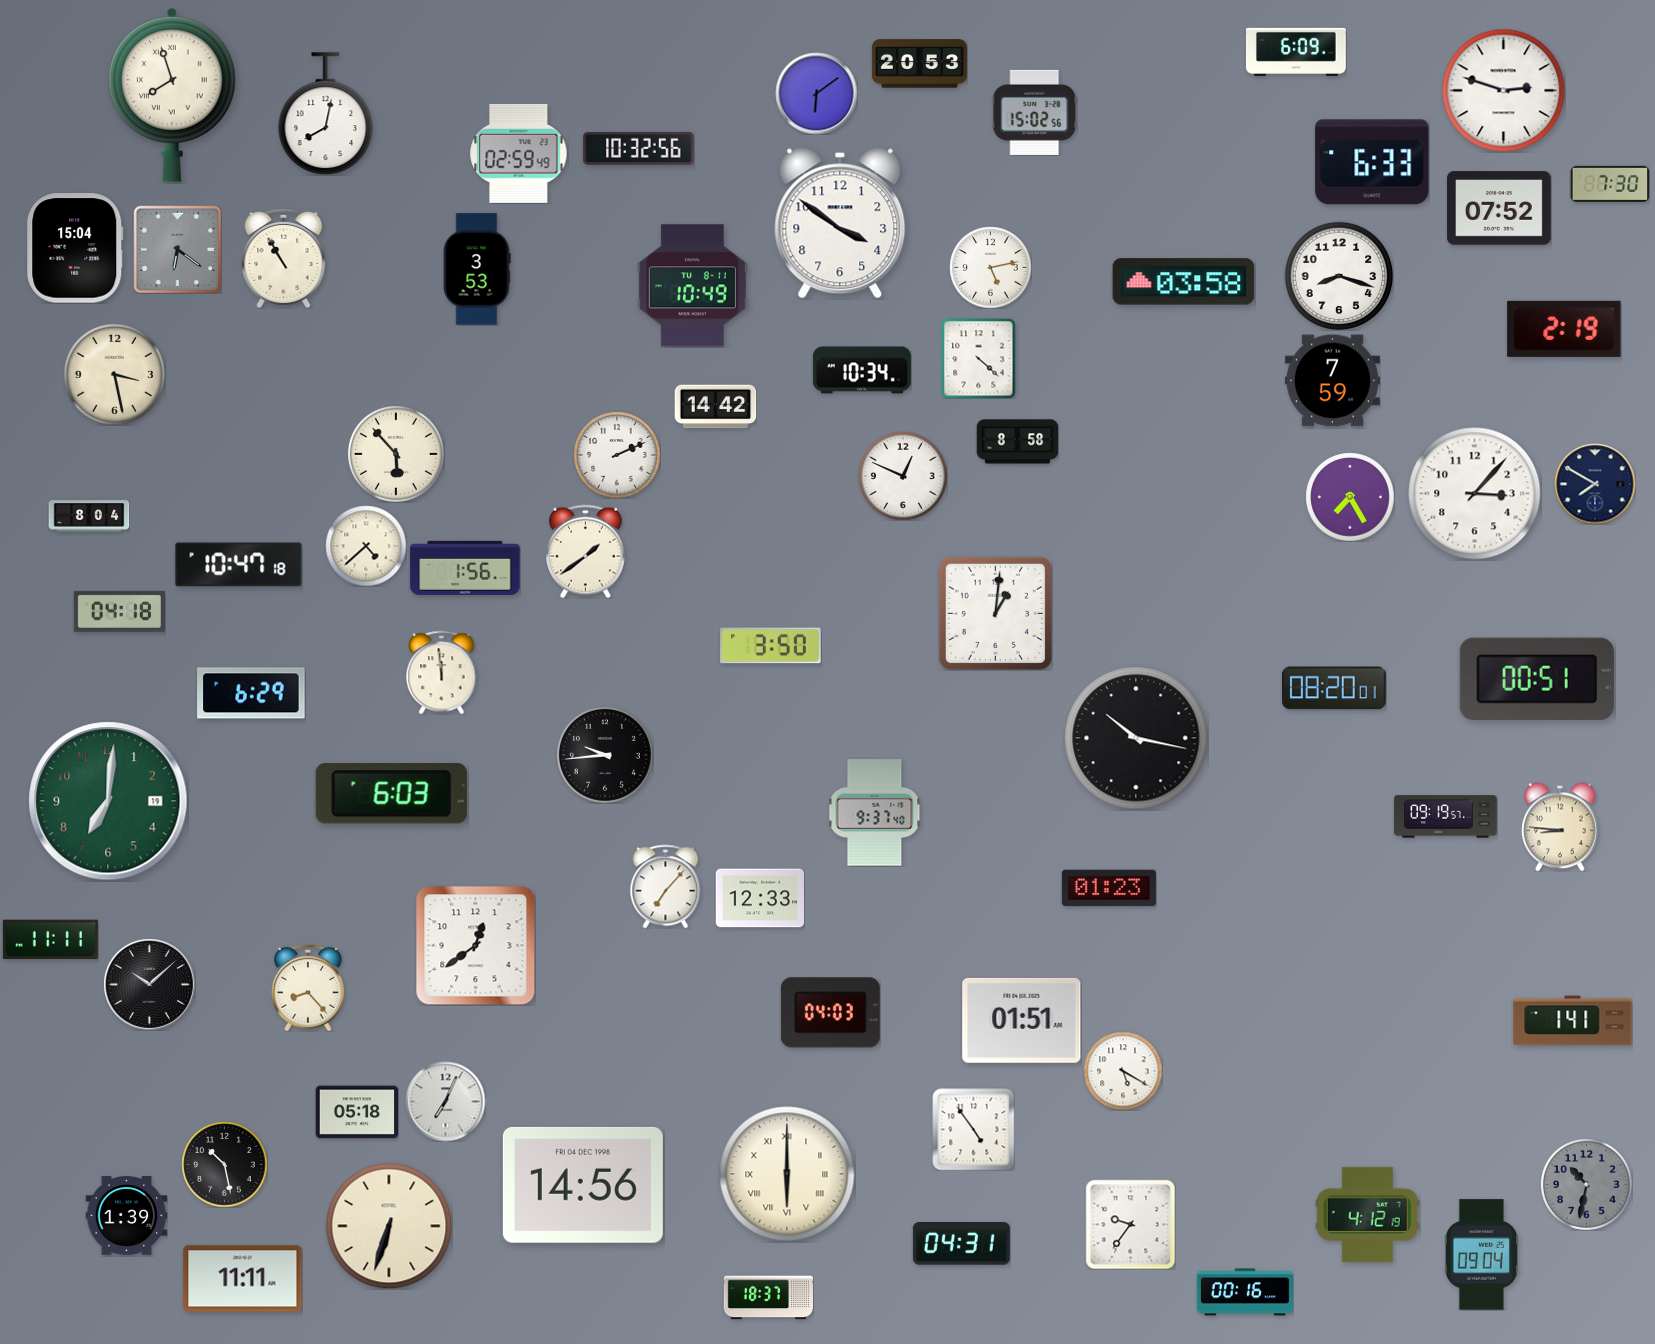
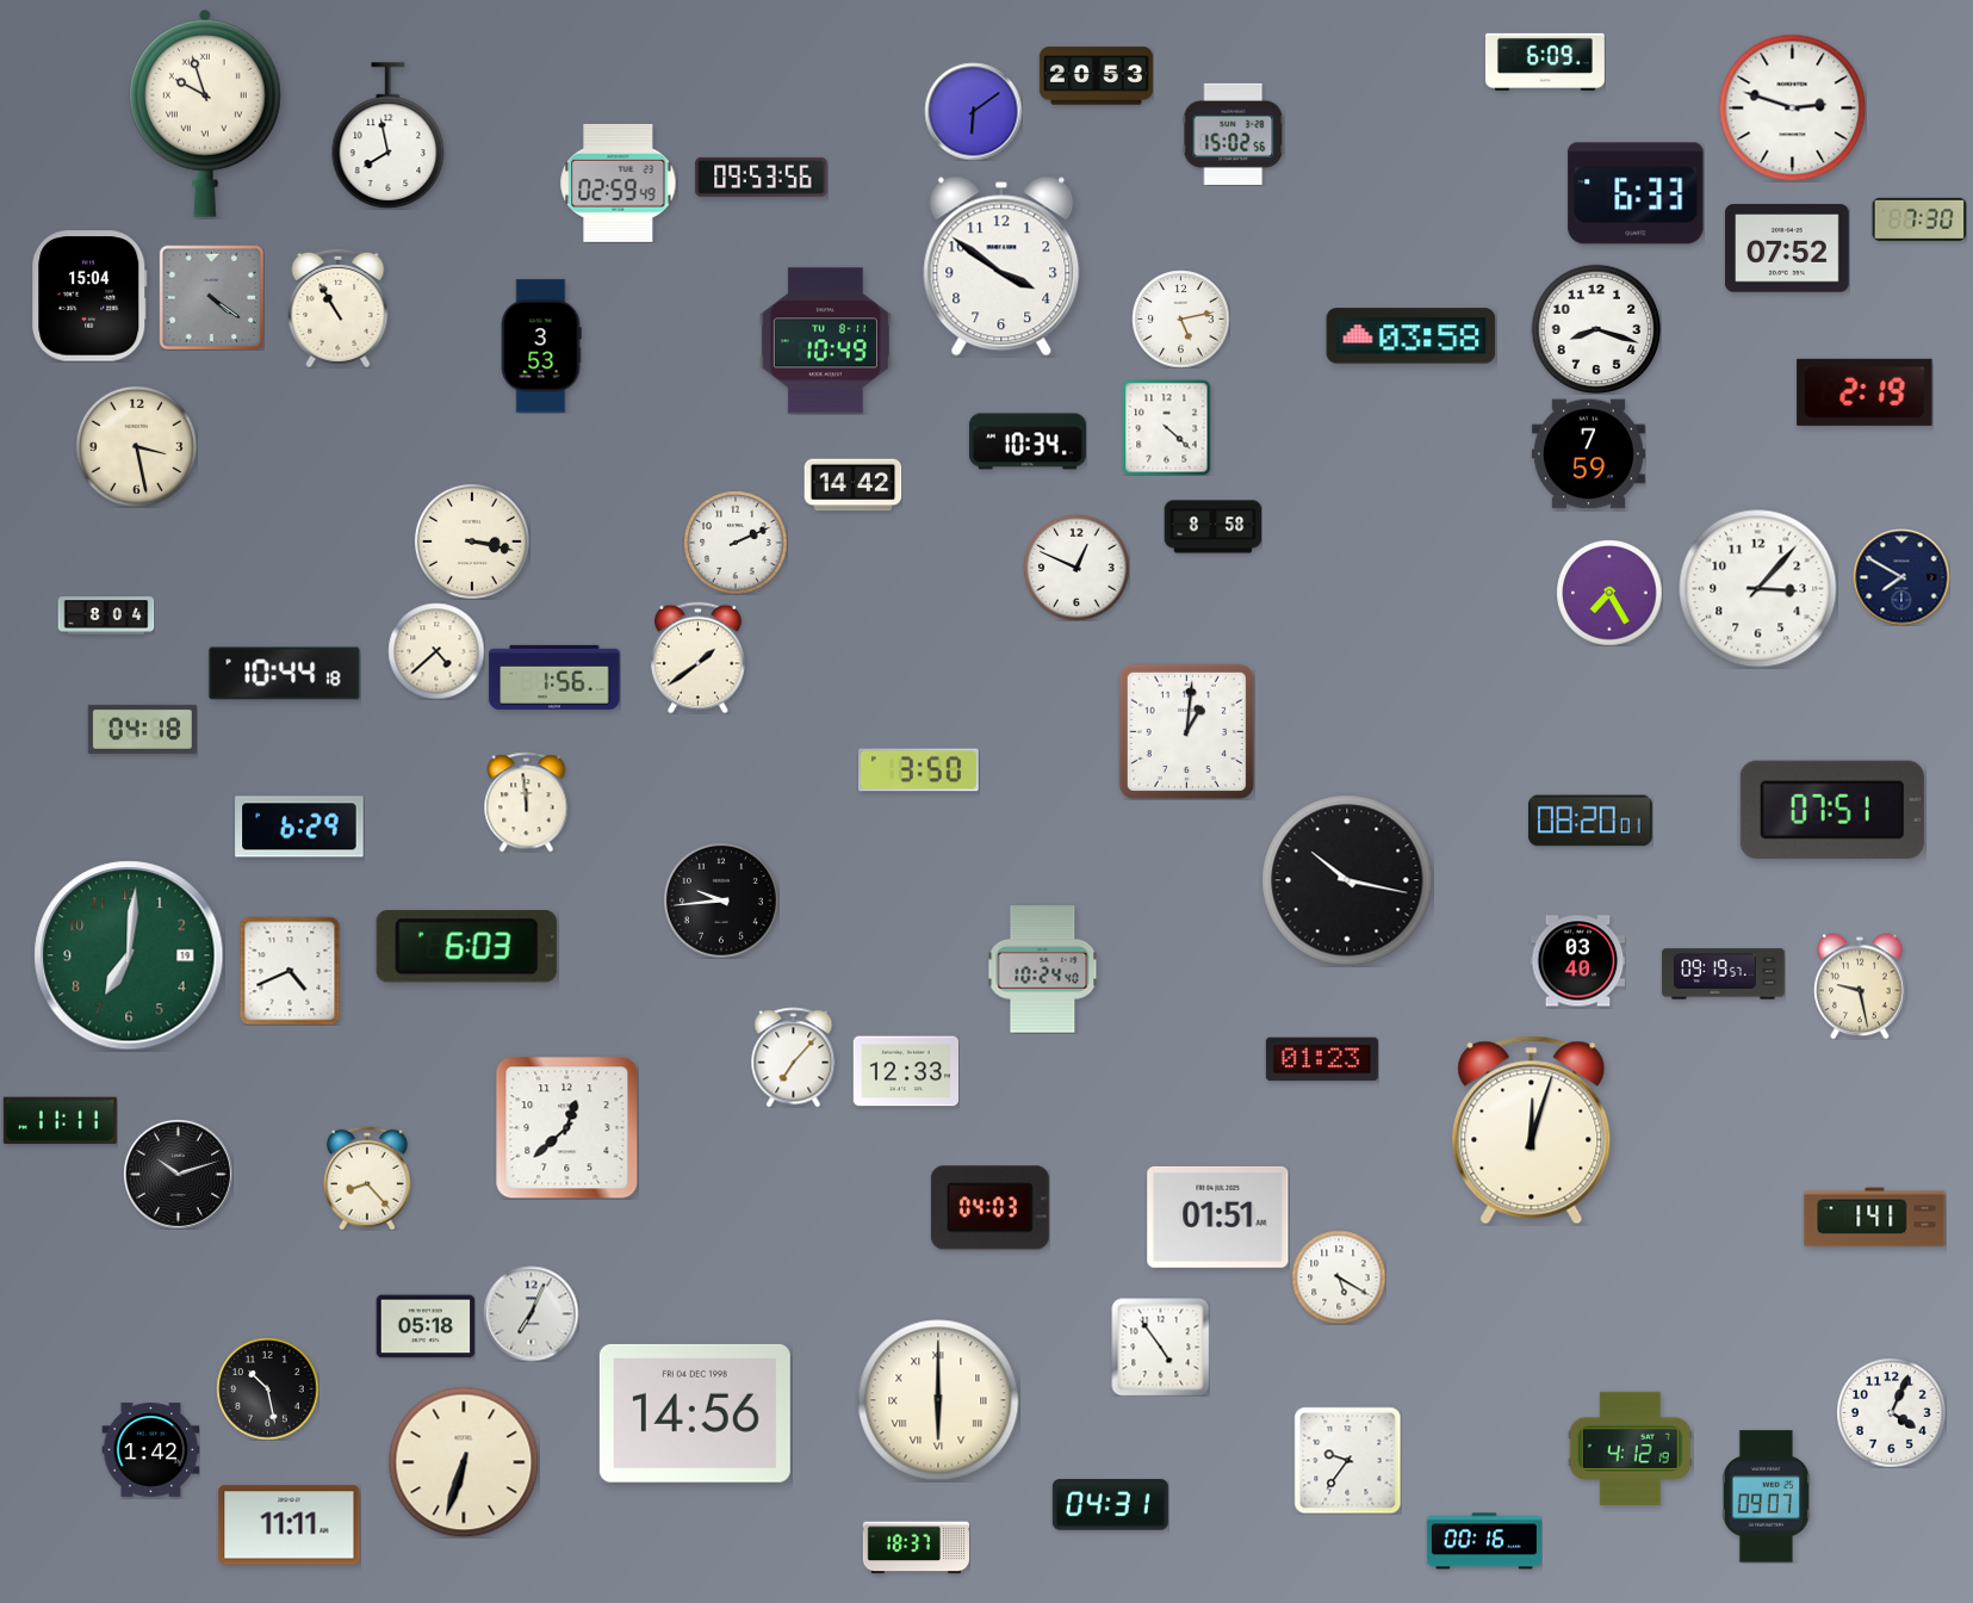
clock at (172, 96): 7:57 -> 9:57
clock at (326, 114): 8:02 -> 7:58
clock at (639, 148): 10:32 -> 09:53
clock at (177, 249): 6:21 -> 4:21
clock at (477, 269) position: (477, 269) -> (541, 346)
clock at (396, 454): 5:53 -> 3:17
clock at (239, 565): 10:47 -> 10:44
clock at (1537, 679): 00:51 -> 07:51
clock at (1136, 738) position: (1136, 738) -> (1347, 880)
clock at (1577, 961): none -> 03:40
clock at (875, 813): 9:37 -> 10:24
clock at (290, 971): none -> 4:41
clock at (1560, 827): 8:46 -> 9:28
clock at (475, 945): 12:39 -> 12:38
clock at (1532, 1131): none -> 12:03
clock at (149, 984): 10:08 -> 10:12
clock at (1587, 1185): 10:32 -> 4:04
clock at (1587, 1185) dial: grey -> white
clock at (126, 1216): 1:39 -> 1:42
clock at (961, 1244) position: (961, 1244) -> (1110, 1505)
clock at (1481, 1255): 09:04 -> 09:07
